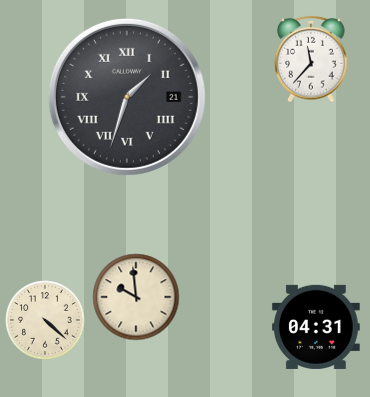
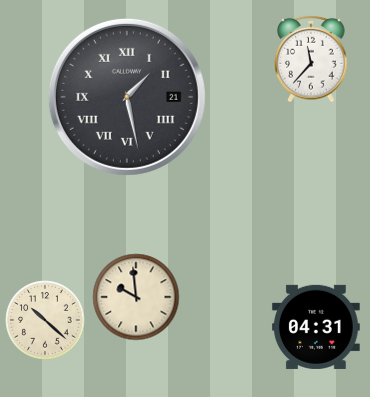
clock at (127, 97): 1:33 -> 1:28
clock at (45, 320): 4:22 -> 10:22
